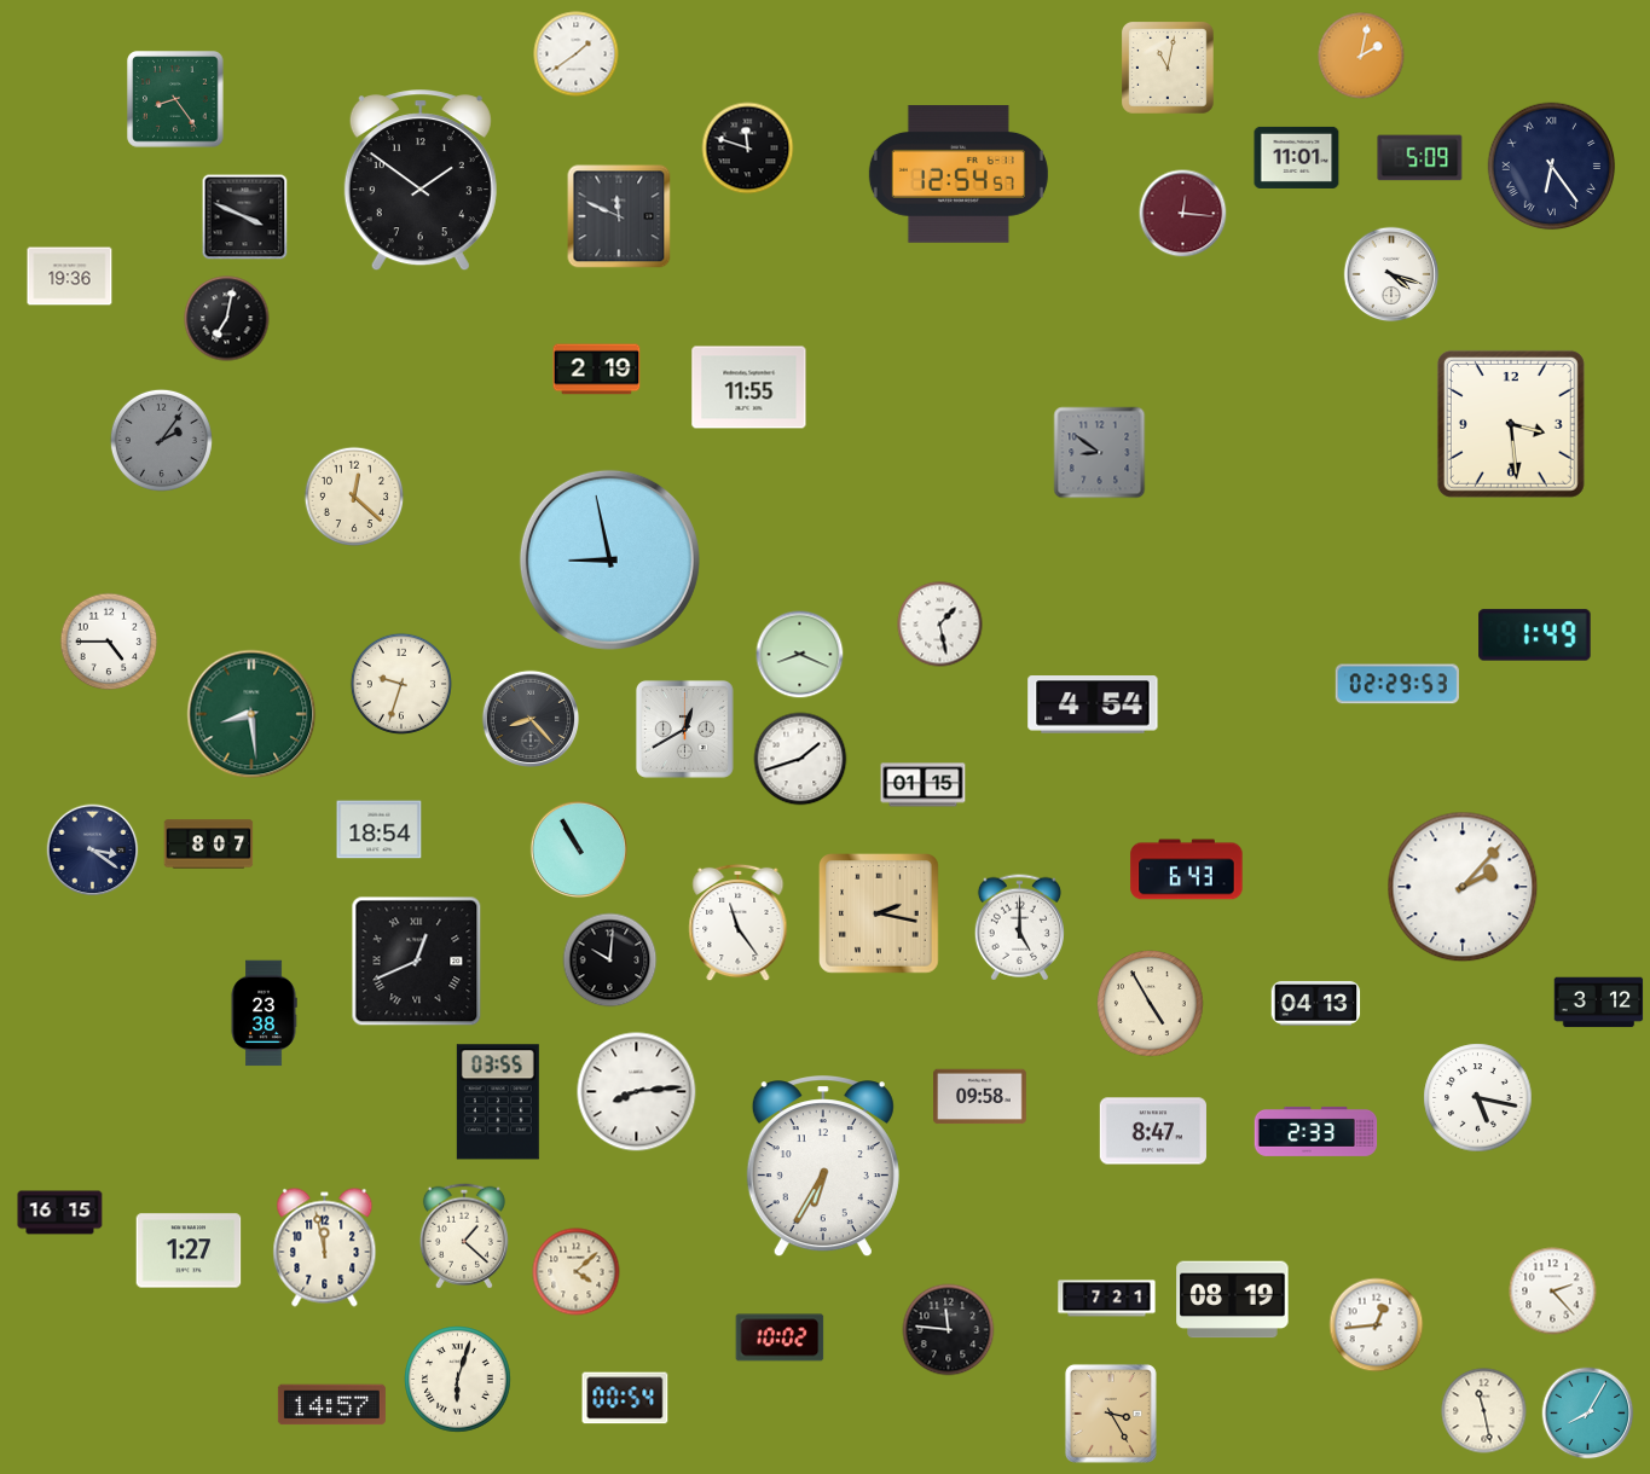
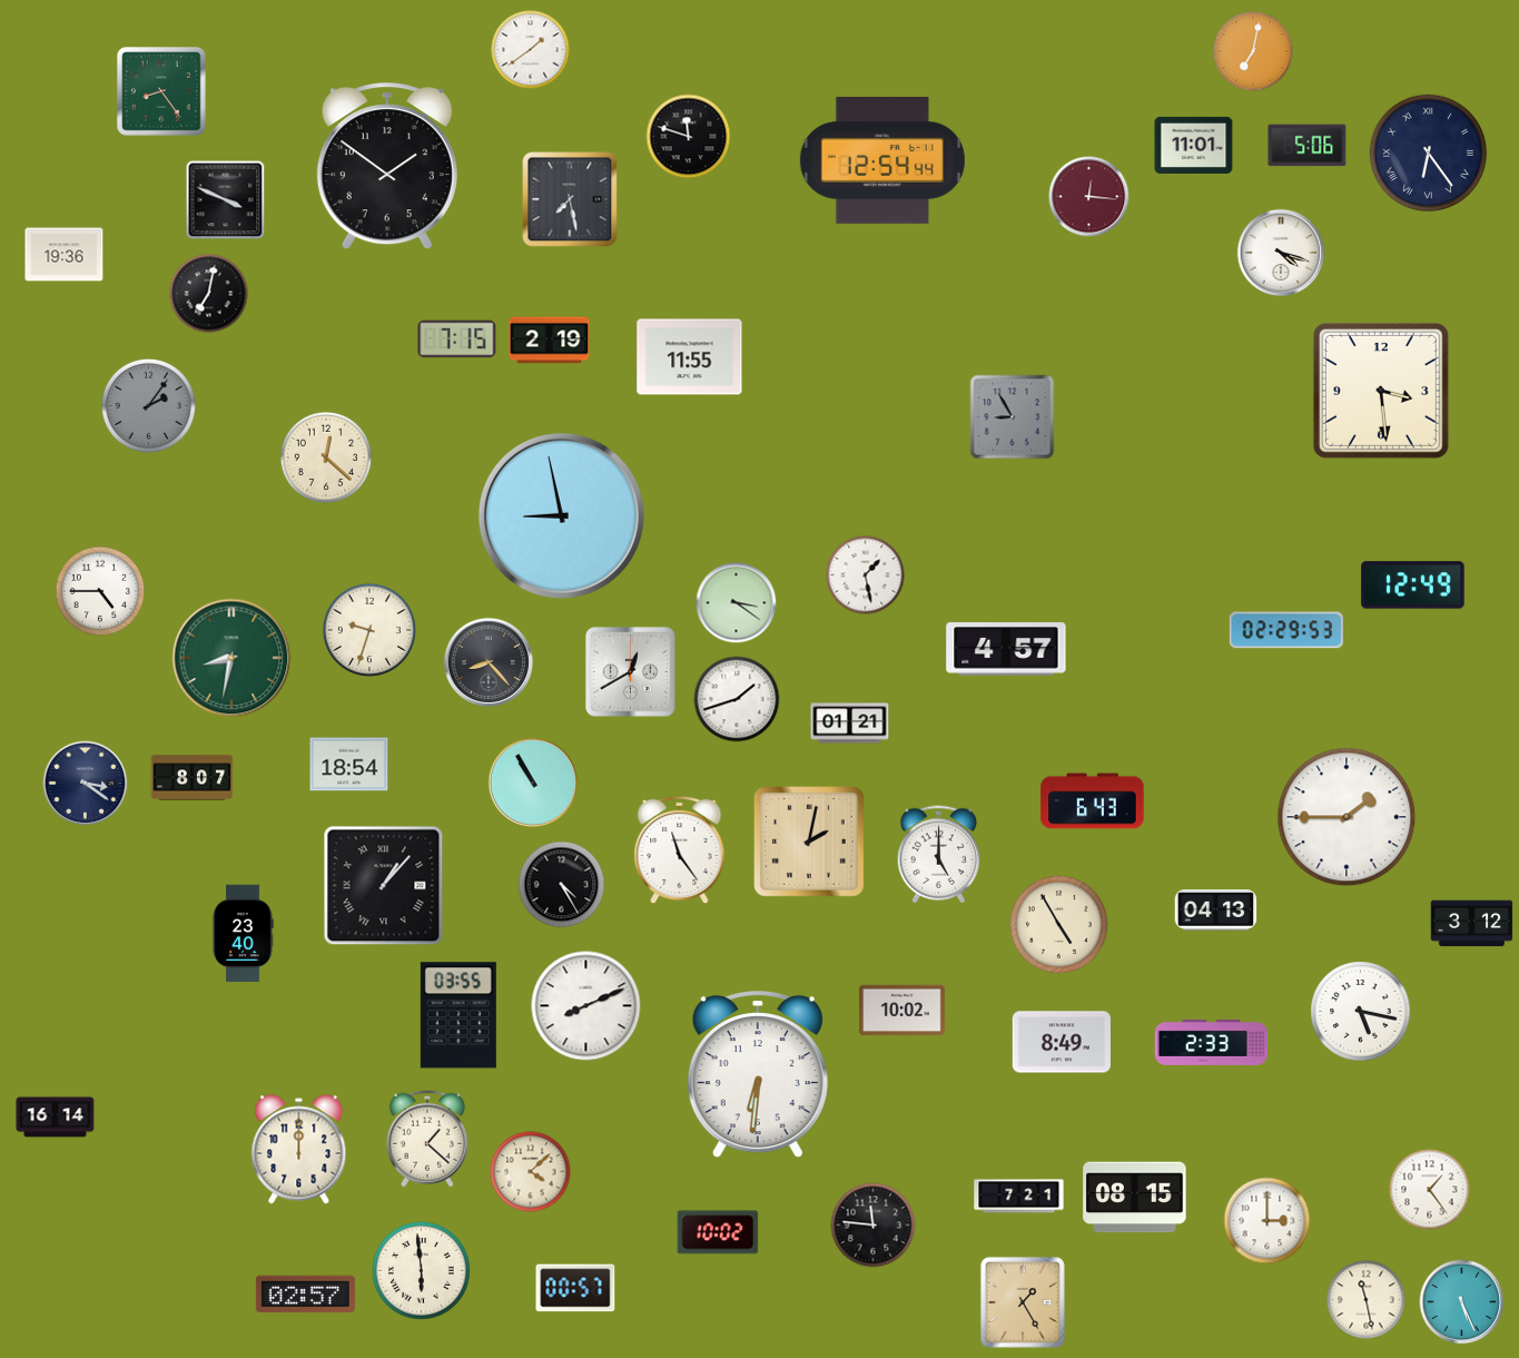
clock at (1361, 56): 2:02 -> 7:02
clock at (1169, 69): 11:02 -> none
clock at (1420, 158): 5:09 -> 5:06
clock at (959, 174): 12:54:57 -> 12:54:44
clock at (619, 216): 11:49 -> 7:28
clock at (457, 339): none -> 7:15
clock at (1511, 424) position: (1511, 424) -> (1381, 391)
clock at (1100, 453): 8:51 -> 8:55
clock at (1535, 636): 1:49 -> 12:49
clock at (800, 655): 8:19 -> 3:21
clock at (1093, 704): 4:54 -> 4:57
clock at (251, 714): 8:29 -> 8:32
clock at (924, 785): 01:15 -> 01:21
clock at (1463, 887): 2:07 -> 1:45
clock at (880, 915): 2:17 -> 2:02
clock at (610, 961): 10:01 -> 4:25
clock at (417, 962): 12:41 -> 1:07
clock at (1316, 1004) position: (1316, 1004) -> (1216, 911)
clock at (264, 1014): 23:38 -> 23:40
clock at (637, 1092): 8:14 -> 8:11
clock at (980, 1097): 09:58 -> 10:02
clock at (1152, 1131): 8:47 -> 8:49
clock at (823, 1167): 6:35 -> 6:31
clock at (60, 1213): 16:15 -> 16:14
clock at (325, 1248): 11:58 -> 12:00
clock at (189, 1250): 1:27 -> none
clock at (1553, 1292): 2:23 -> 1:24
clock at (1233, 1300): 08:19 -> 08:15
clock at (1377, 1325): 12:44 -> 3:00
clock at (458, 1380): 6:03 -> 5:59
clock at (625, 1398): 00:54 -> 00:57
clock at (331, 1405): 14:57 -> 02:57
clock at (1111, 1414): 3:25 -> 1:25
clock at (1588, 1414): 8:05 -> 5:26
